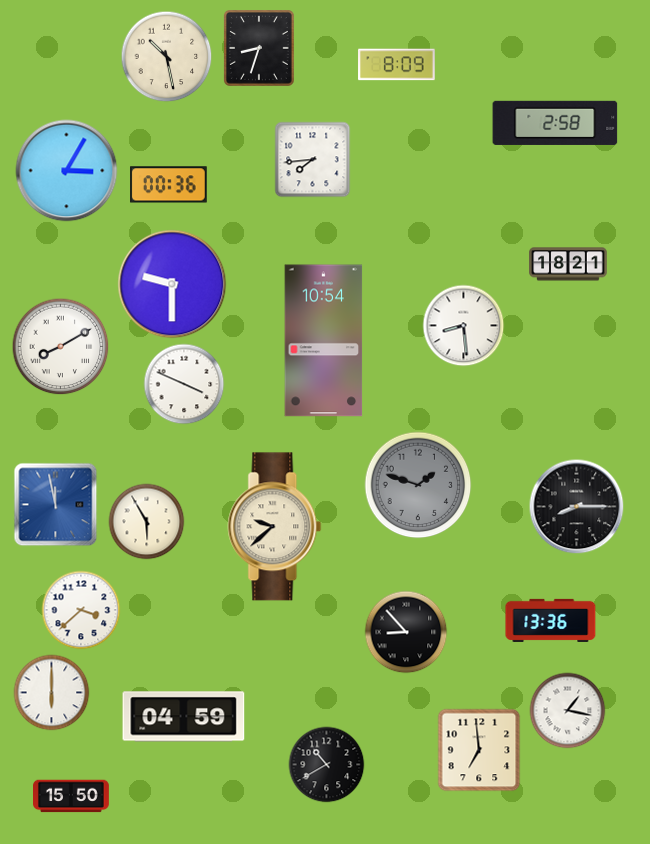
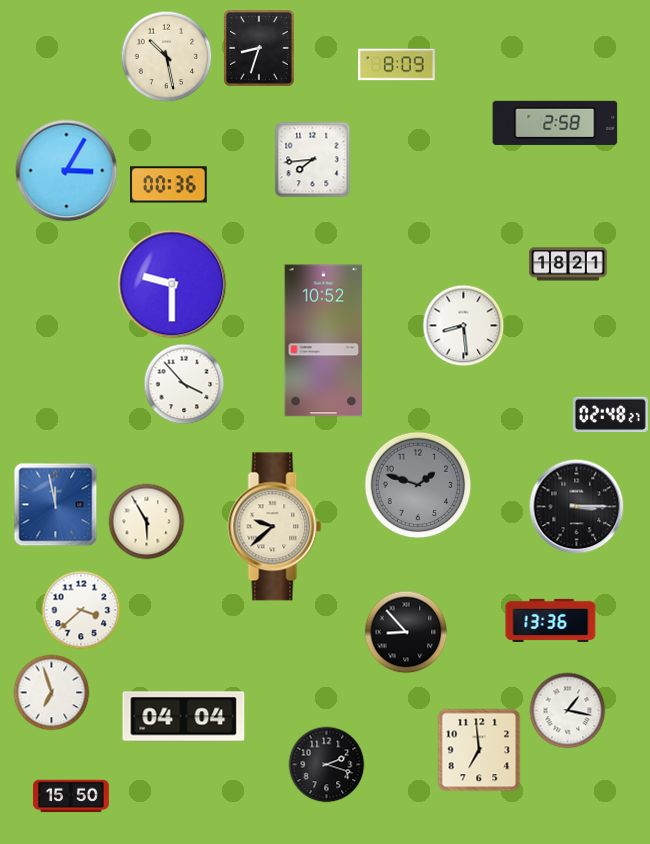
clock at (324, 341): 10:54 -> 10:52
clock at (61, 347): 8:10 -> none
clock at (184, 384): 3:49 -> 3:53
clock at (610, 415): none -> 02:48
clock at (577, 507): 8:15 -> 3:15
clock at (52, 693): 6:00 -> 6:57
clock at (184, 717): 04:59 -> 04:04
clock at (327, 765): 10:40 -> 2:18
